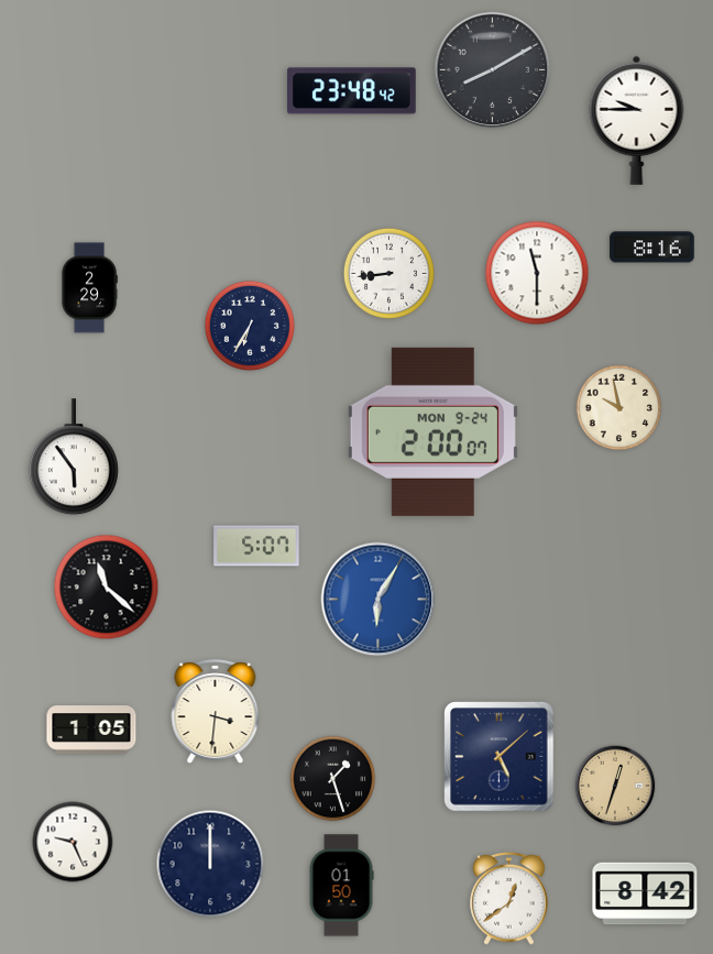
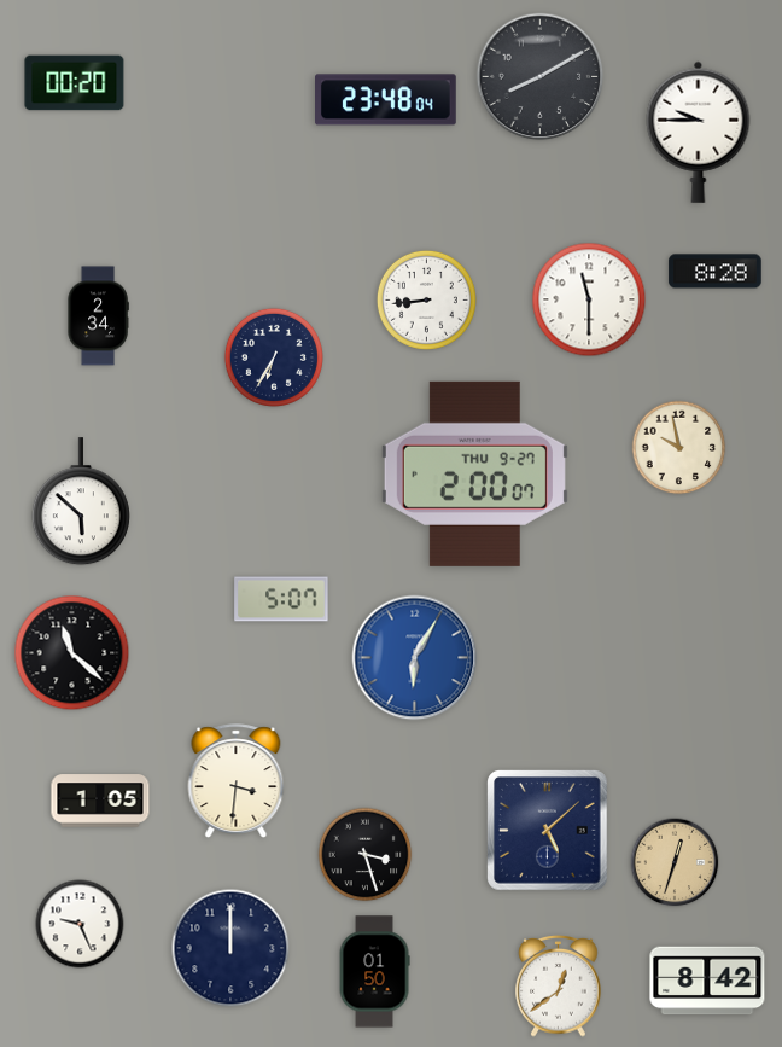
clock at (75, 83): none -> 00:20
clock at (352, 91): 23:48:42 -> 23:48:04
clock at (652, 248): 8:16 -> 8:28
clock at (89, 288): 2:29 -> 2:34
clock at (432, 431) date: MON 9-24 -> THU 9-27
clock at (74, 458): 5:54 -> 5:52
clock at (107, 588) position: (107, 588) -> (72, 653)
clock at (333, 779): 1:27 -> 3:27
